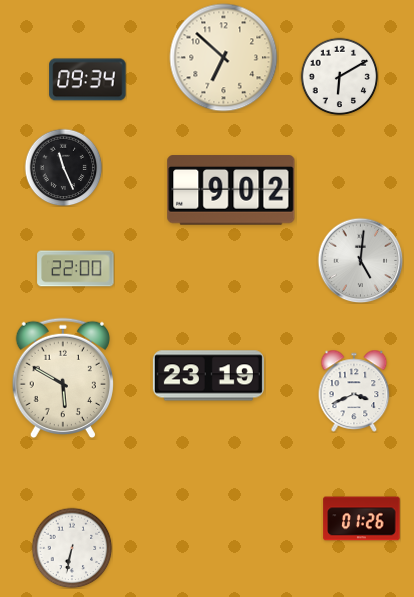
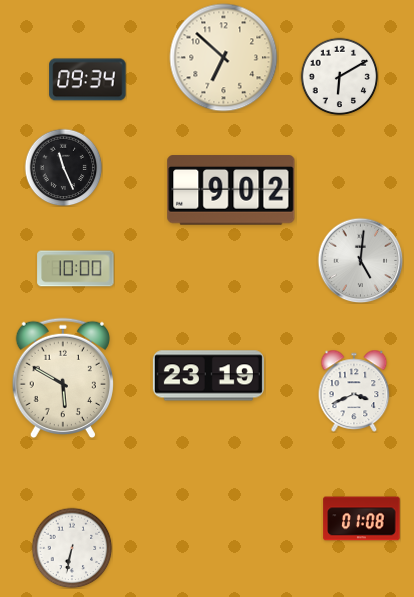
clock at (76, 269): 22:00 -> 10:00
clock at (362, 519): 01:26 -> 01:08
